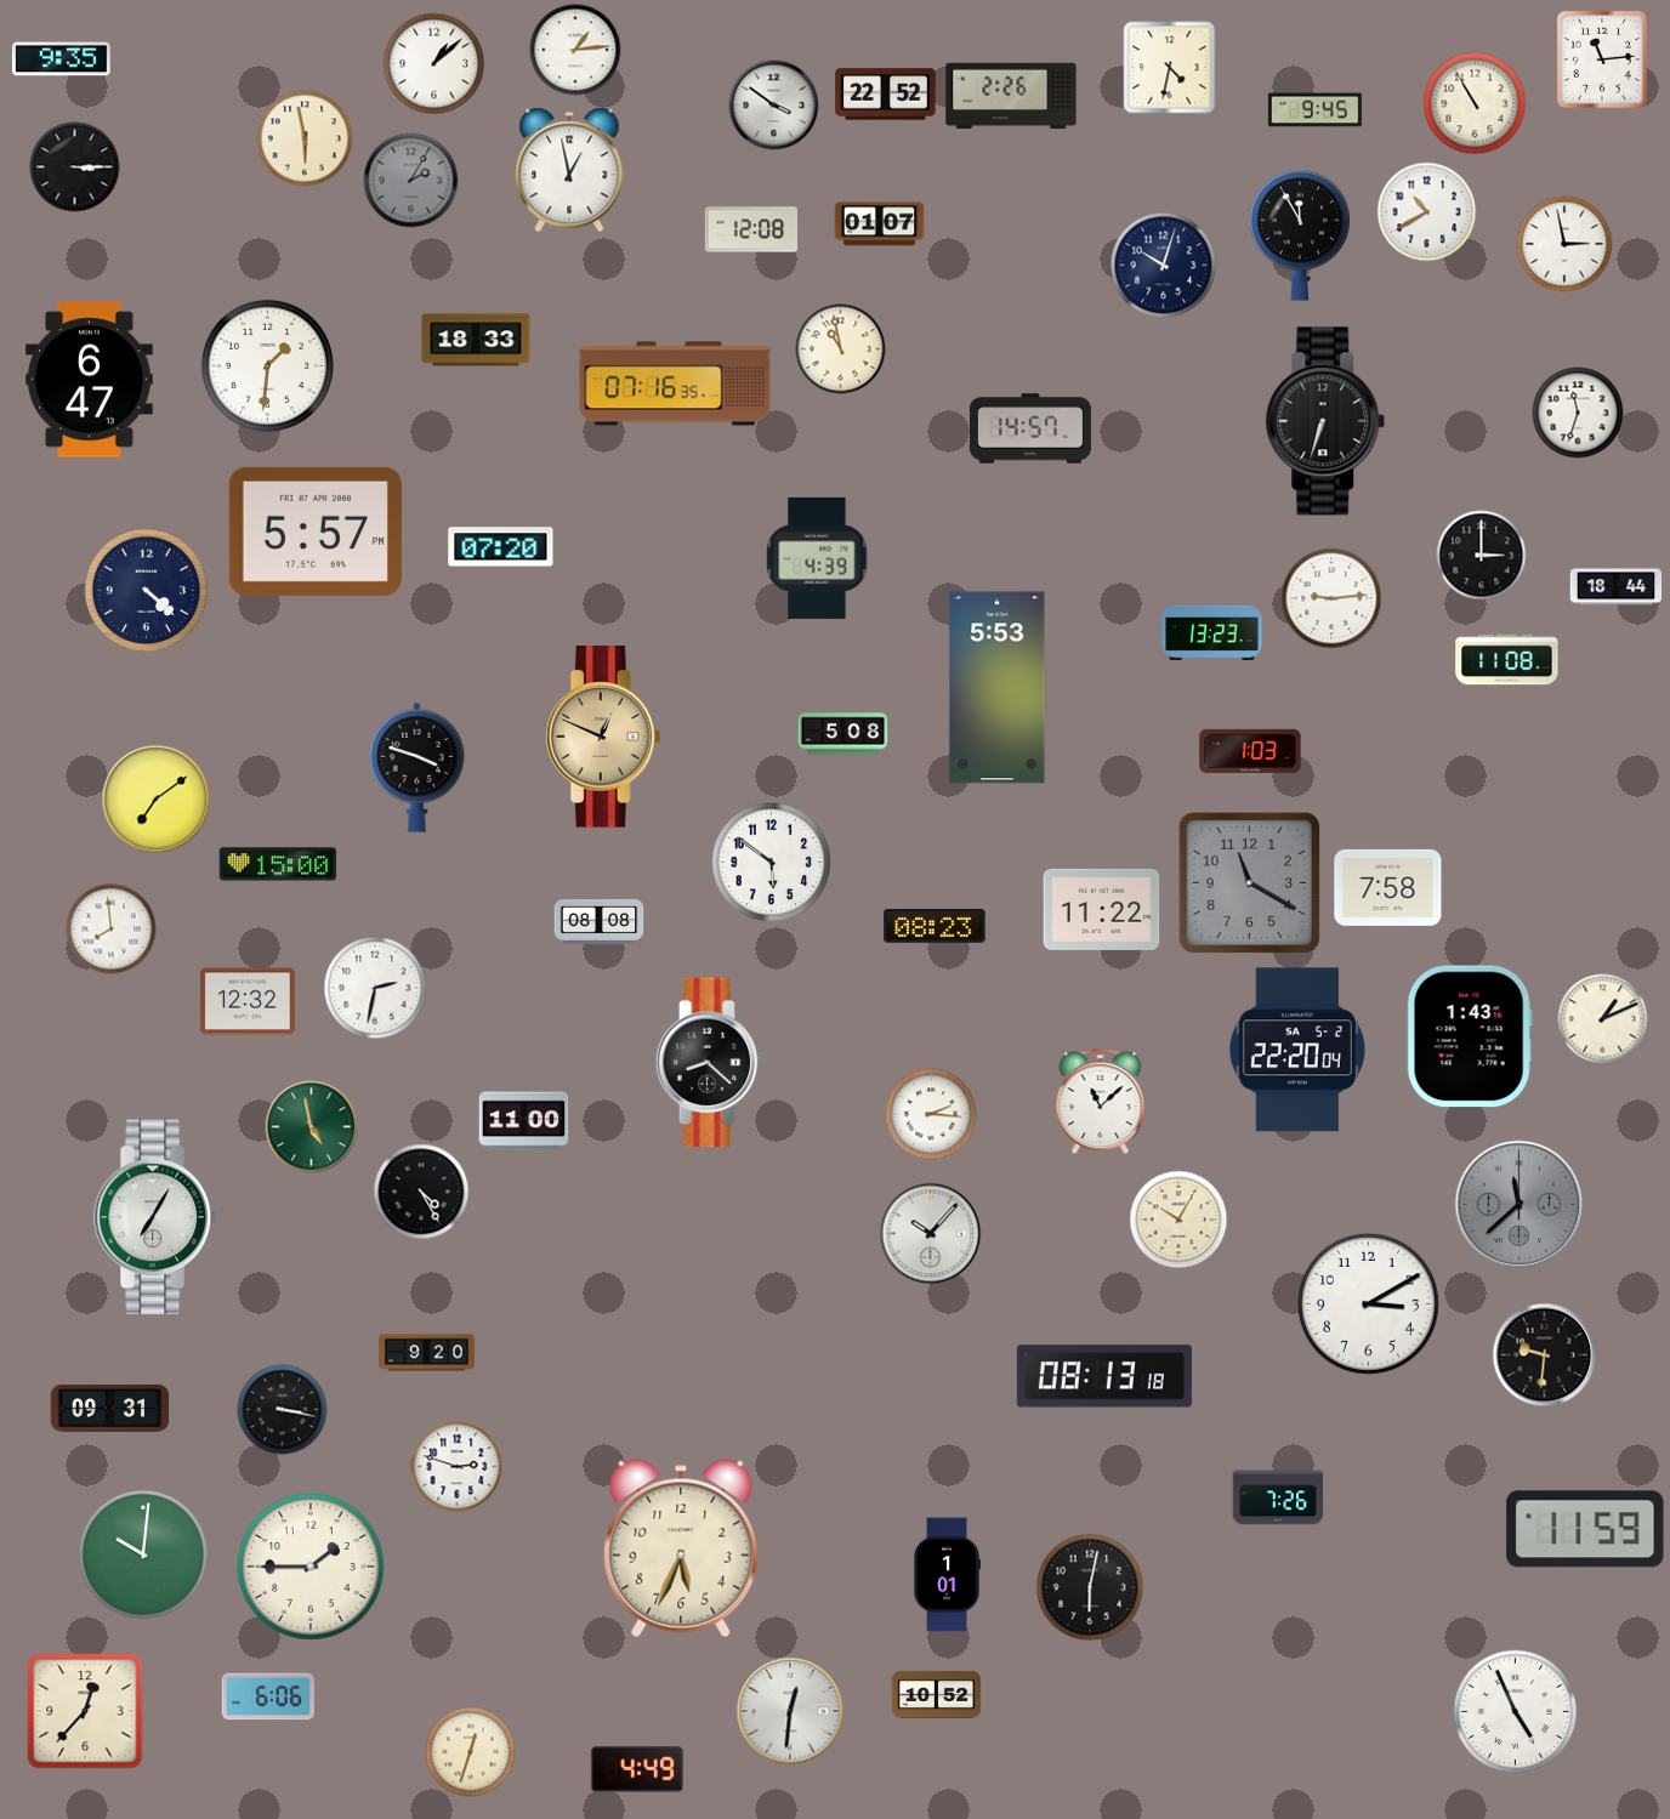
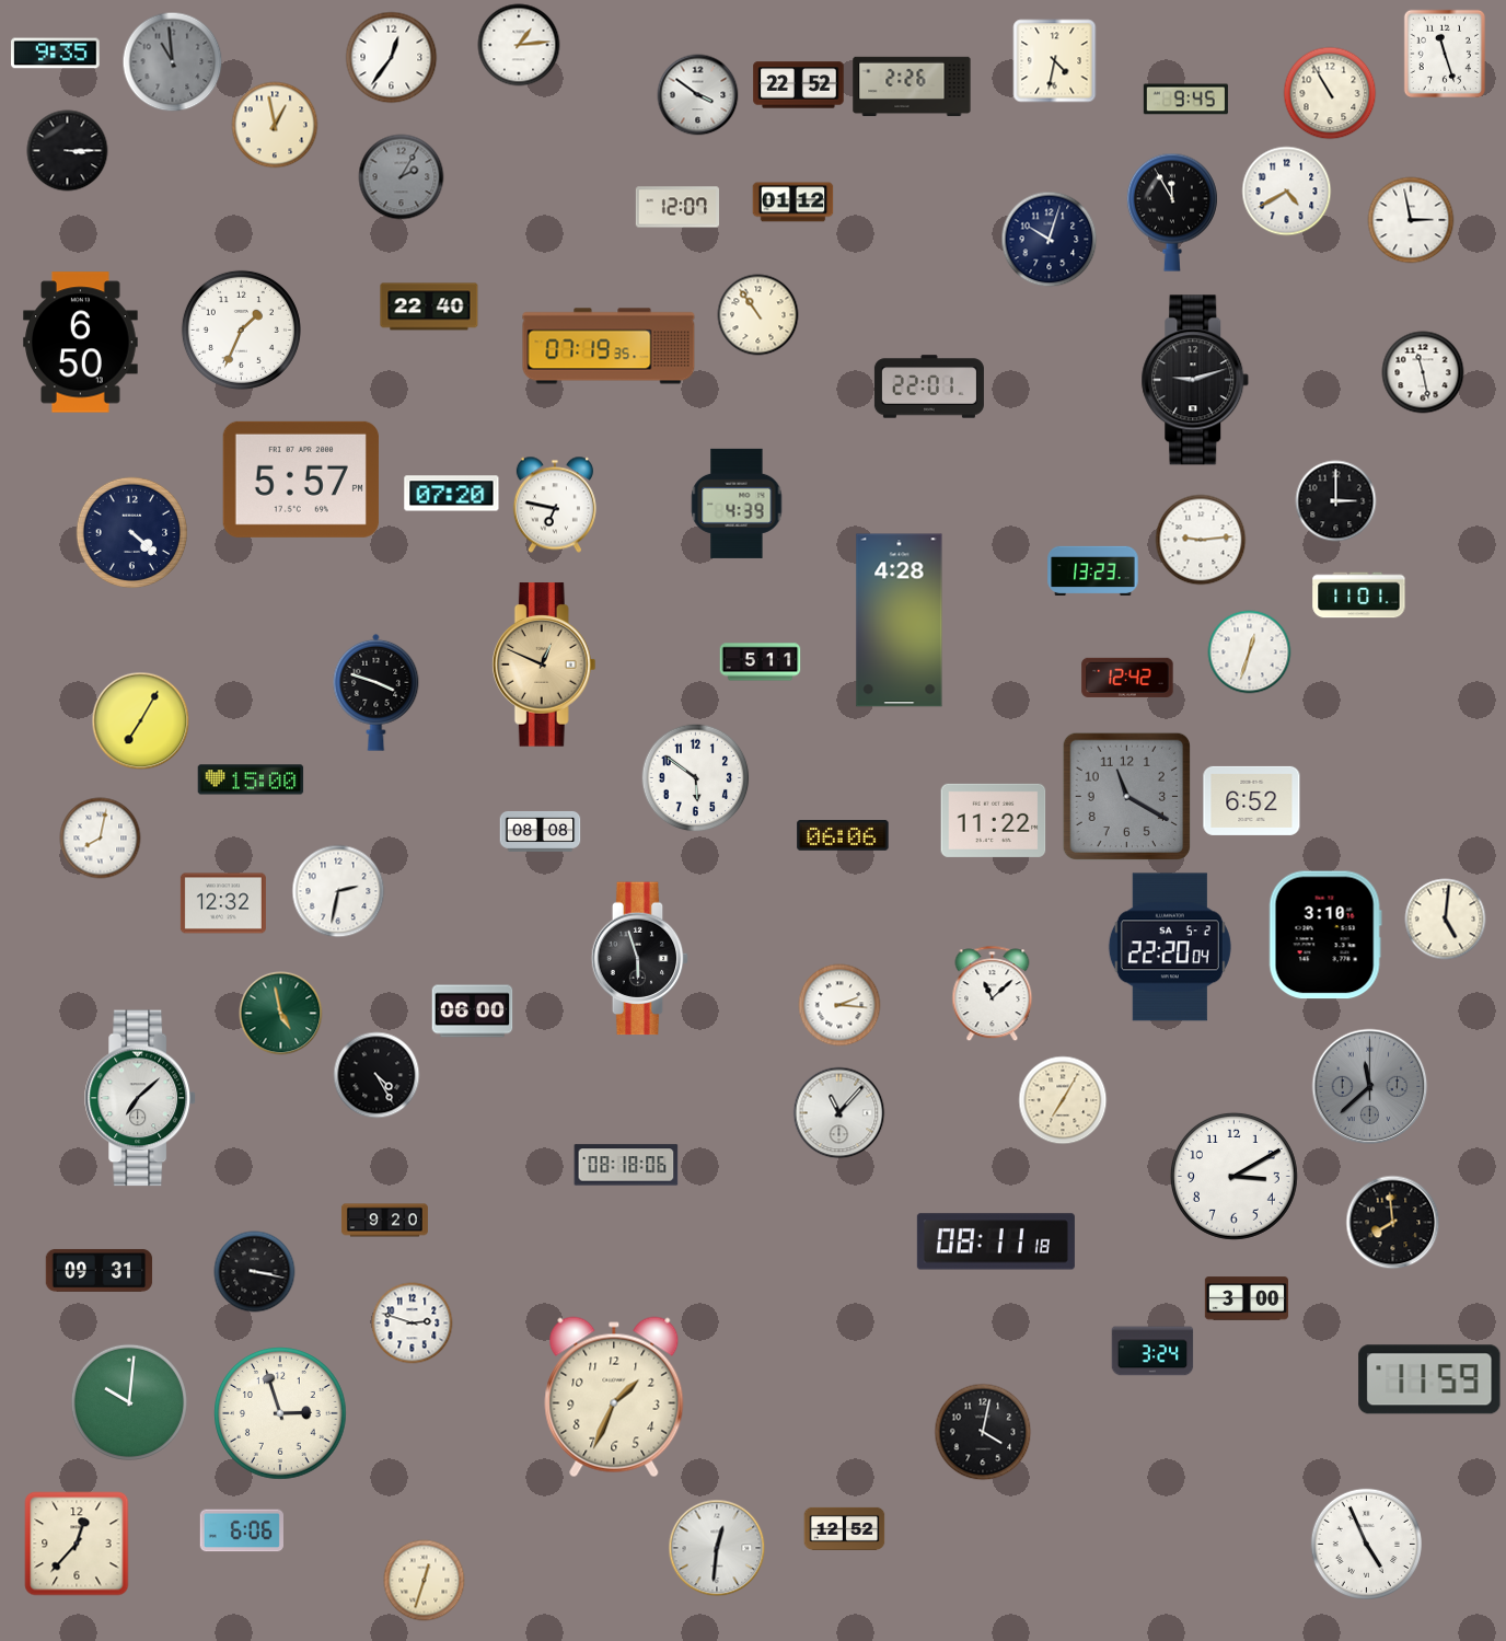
clock at (1601, 58): 11:14 -> 11:27
clock at (434, 64): 1:08 -> 12:36
clock at (173, 62): none -> 10:59
clock at (305, 138): 5:58 -> 12:58
clock at (569, 170): 12:58 -> none
clock at (411, 181) position: (411, 181) -> (402, 177)
clock at (1427, 212): 10:40 -> 4:40
clock at (880, 224): 01:07 -> 01:12
clock at (750, 229): 12:08 -> 12:07
clock at (476, 340): 18:33 -> 22:40
clock at (841, 349): 10:58 -> 10:54
clock at (267, 365): 1:31 -> 1:34
clock at (90, 380): 6:47 -> 6:50
clock at (675, 383): 07:16 -> 07:19
clock at (1578, 413): 11:33 -> 11:28
clock at (1325, 421): 6:33 -> 9:12
clock at (1030, 428): 14:57 -> 22:01
clock at (316, 532) position: (316, 532) -> (301, 479)
clock at (555, 505): none -> 6:47
clock at (1617, 587): 18:44 -> none
clock at (1507, 660): 11:08 -> 11:01
clock at (998, 688): 5:53 -> 4:28
clock at (1250, 652): none -> 12:33
clock at (843, 734): 5:08 -> 5:11
clock at (1250, 751): 1:03 -> 12:42
clock at (157, 800): 7:09 -> 7:05
clock at (1388, 887): 7:58 -> 6:52
clock at (935, 926): 08:23 -> 06:06
clock at (112, 930): 7:59 -> 8:02
clock at (1603, 1019): 1:11 -> 5:01
clock at (1470, 1036): 1:43 -> 3:10
clock at (710, 1063): 8:22 -> 5:57
clock at (524, 1121): 11:00 -> 06:00
clock at (312, 1127) position: (312, 1127) -> (281, 1014)
clock at (421, 1192) position: (421, 1192) -> (376, 1075)
clock at (155, 1217): 7:05 -> 7:08
clock at (1178, 1220): 10:05 -> 7:05
clock at (931, 1234): 10:07 -> 11:07
clock at (626, 1165): none -> 08:18
clock at (1545, 1355): 9:31 -> 7:59
clock at (1104, 1376): 08:13 -> 08:11
clock at (1246, 1298): none -> 3:00
clock at (1278, 1497): 7:26 -> 3:24
clock at (681, 1548): 5:34 -> 1:34
clock at (311, 1567): 1:45 -> 2:57
clock at (945, 1575): 1:01 -> none
clock at (1090, 1587): 6:02 -> 4:02
clock at (937, 1694): 10:52 -> 12:52
clock at (790, 1711) position: (790, 1711) -> (717, 1548)
clock at (637, 1769): 4:49 -> none
